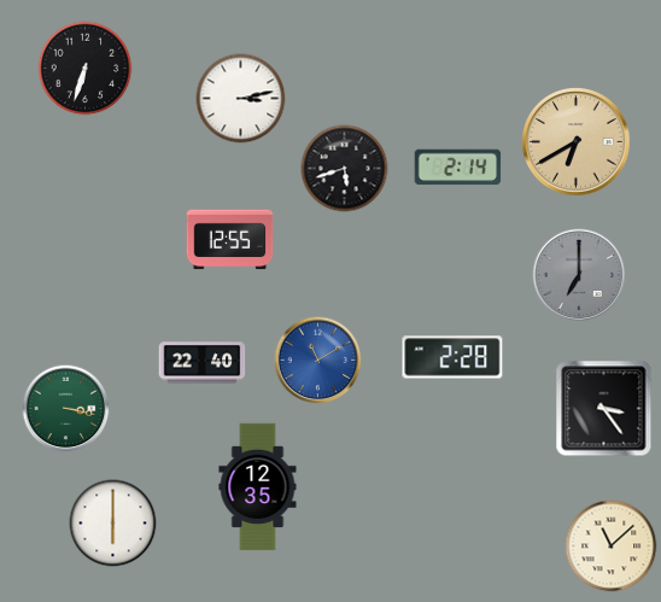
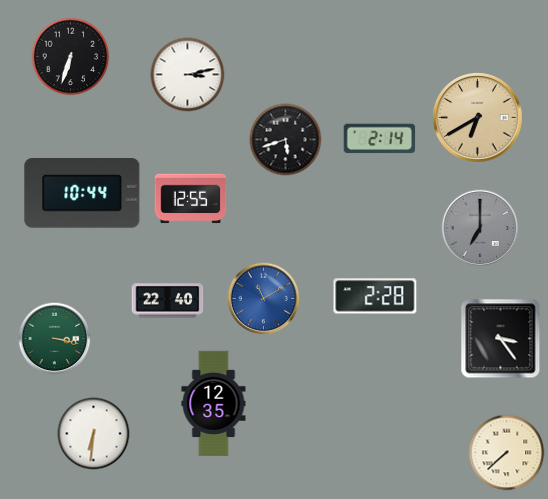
clock at (241, 99) position: (241, 99) -> (188, 75)
clock at (82, 194): none -> 10:44
clock at (113, 524): 6:00 -> 6:31
clock at (612, 547): 11:08 -> 7:38
